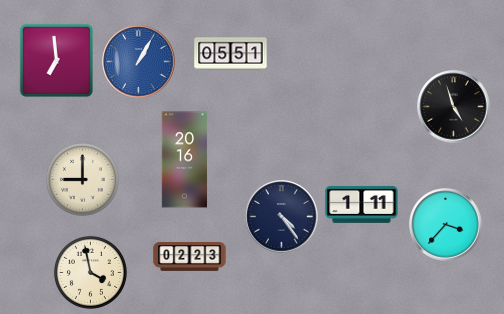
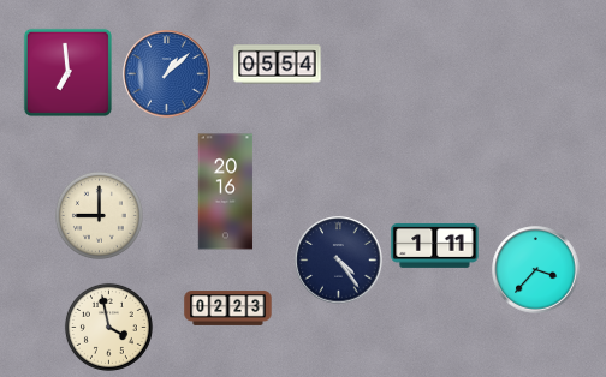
clock at (231, 54): 05:51 -> 05:54
clock at (139, 62): 1:05 -> 1:08
clock at (454, 107): 4:57 -> none
clock at (185, 160) position: (185, 160) -> (226, 192)
